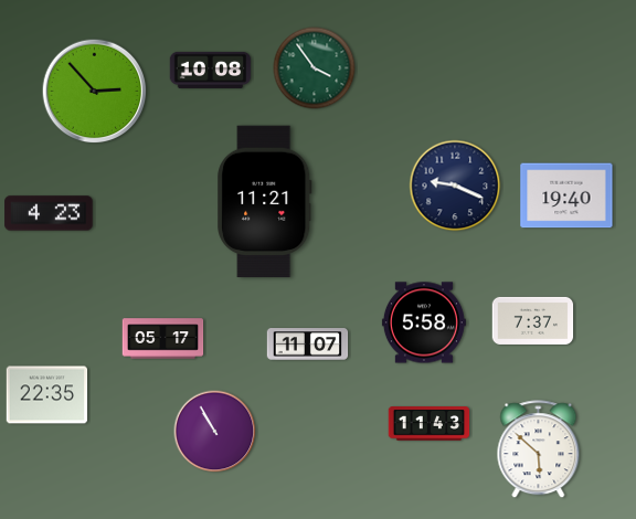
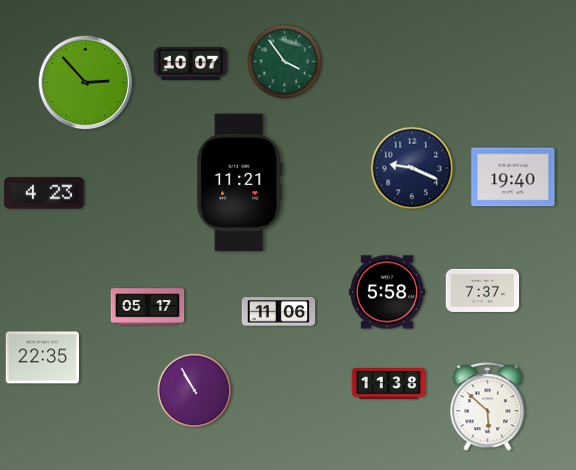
clock at (211, 70): 10:08 -> 10:07
clock at (424, 322) position: (424, 322) -> (387, 292)
clock at (308, 345): 11:07 -> 11:06
clock at (430, 424): 11:43 -> 11:38
